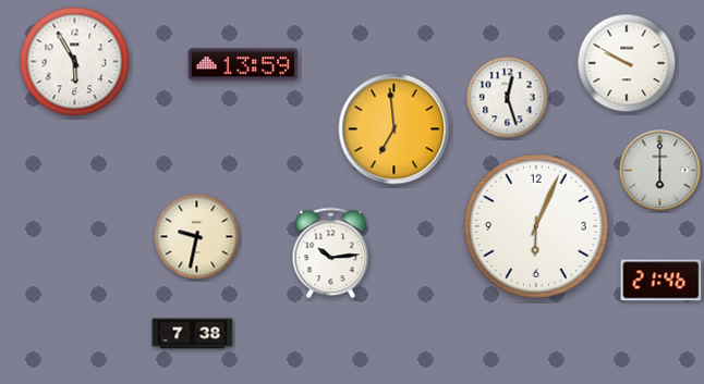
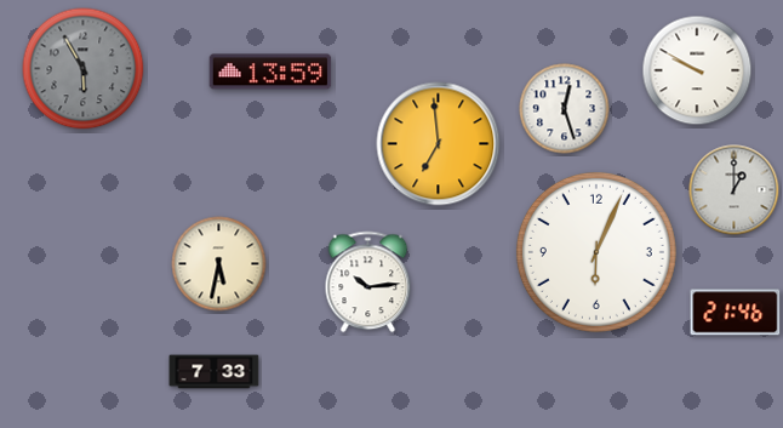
clock at (75, 62) dial: white -> grey
clock at (660, 171): 6:00 -> 1:00
clock at (197, 237): 9:32 -> 5:32
clock at (193, 334): 7:38 -> 7:33
